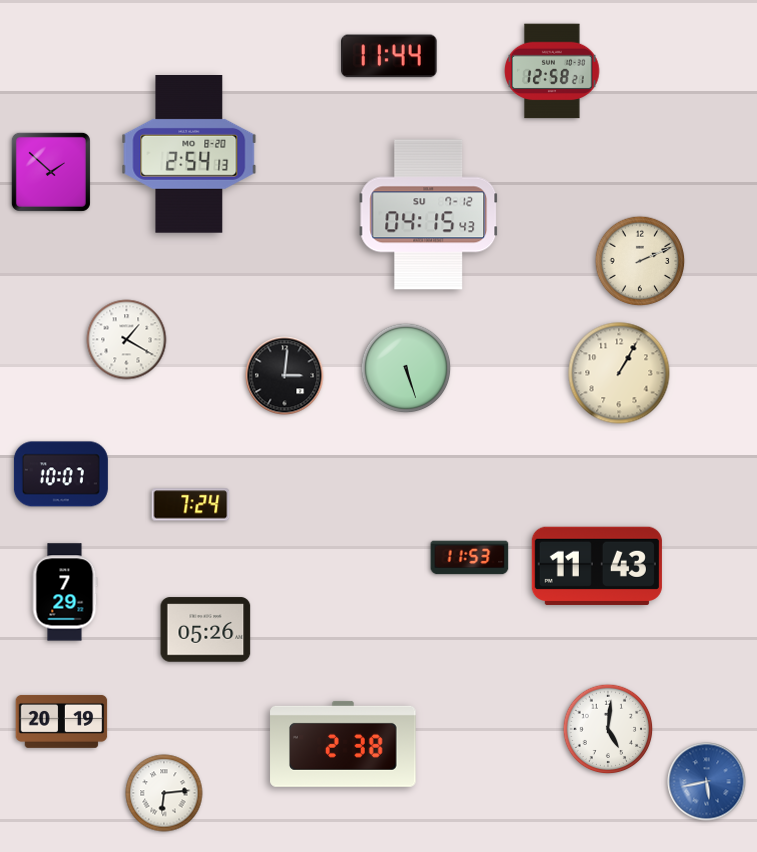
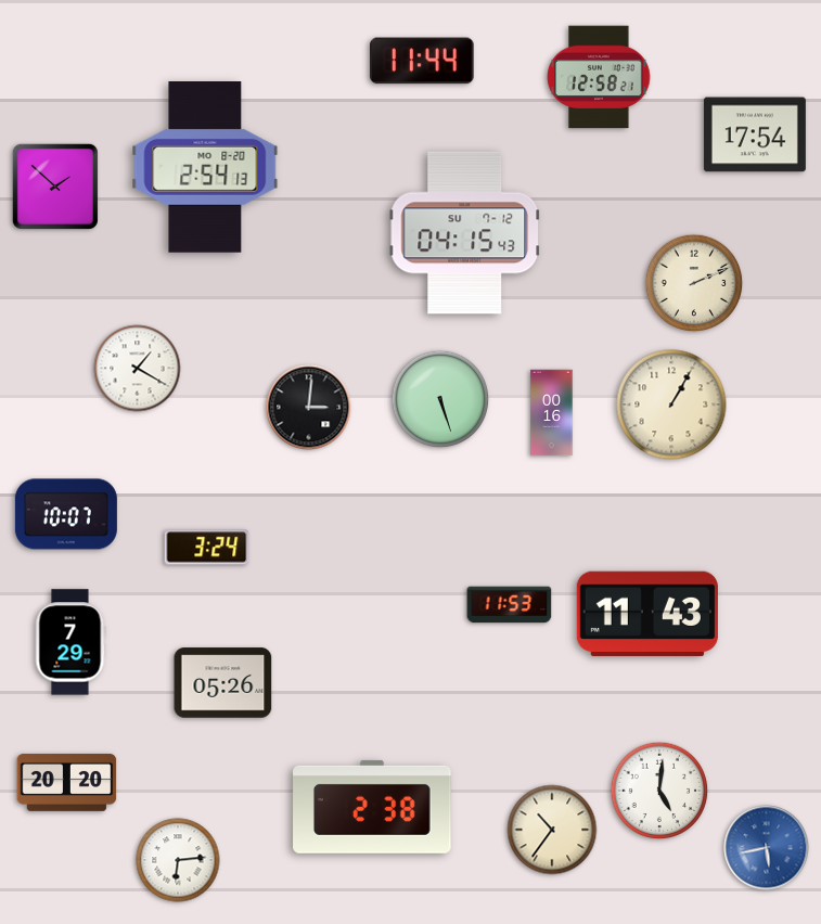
clock at (755, 134): none -> 17:54
clock at (552, 413): none -> 00:16
clock at (191, 505): 7:24 -> 3:24
clock at (62, 721): 20:19 -> 20:20
clock at (552, 830): none -> 10:36
